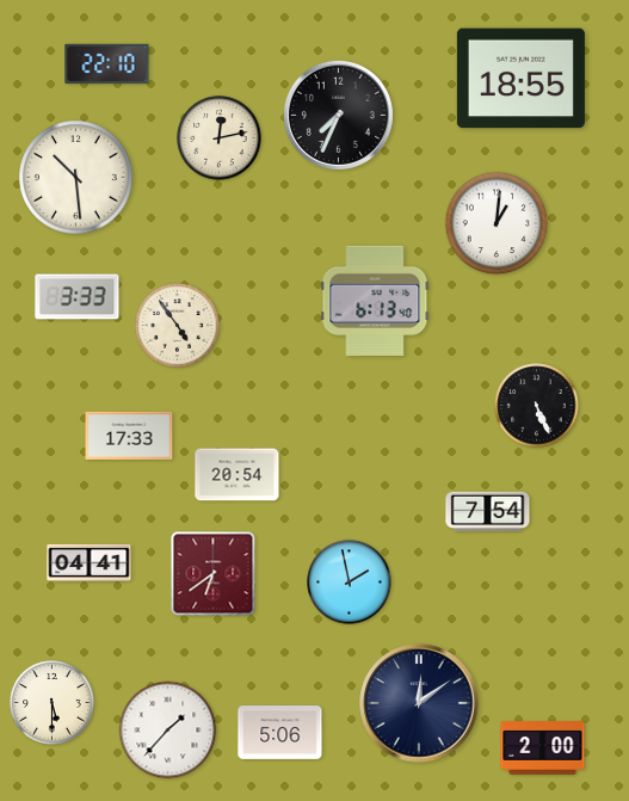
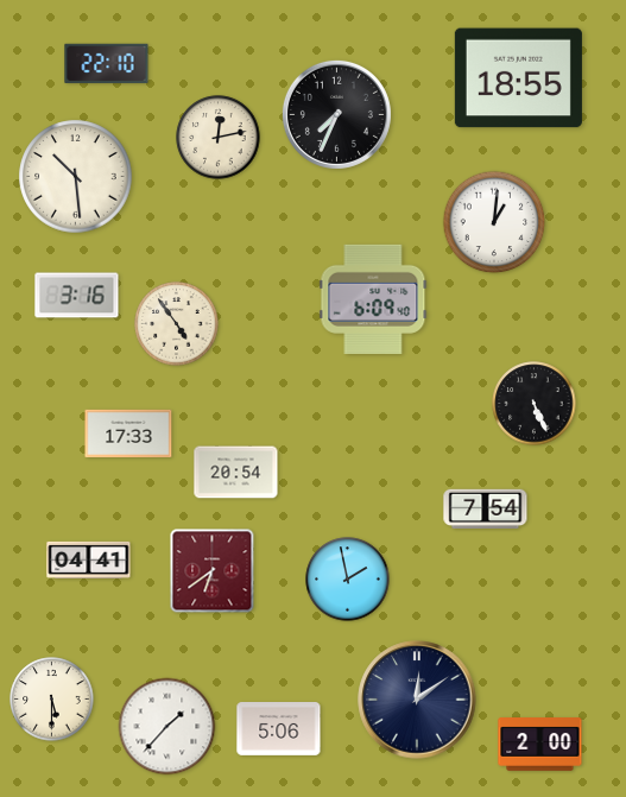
clock at (78, 297): 3:33 -> 3:16
clock at (375, 301): 6:13 -> 6:09
